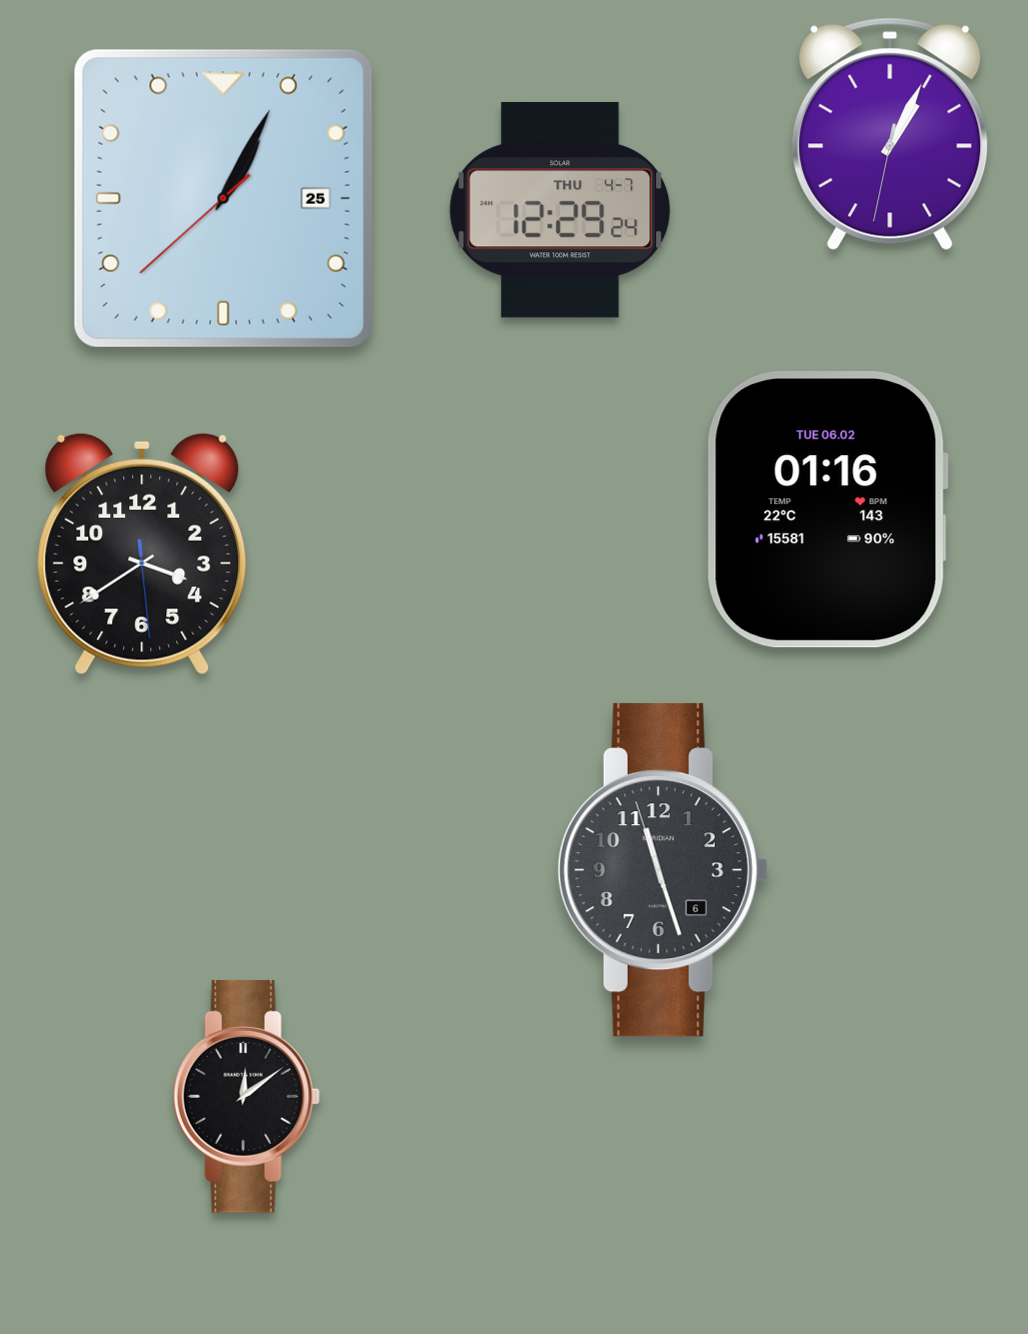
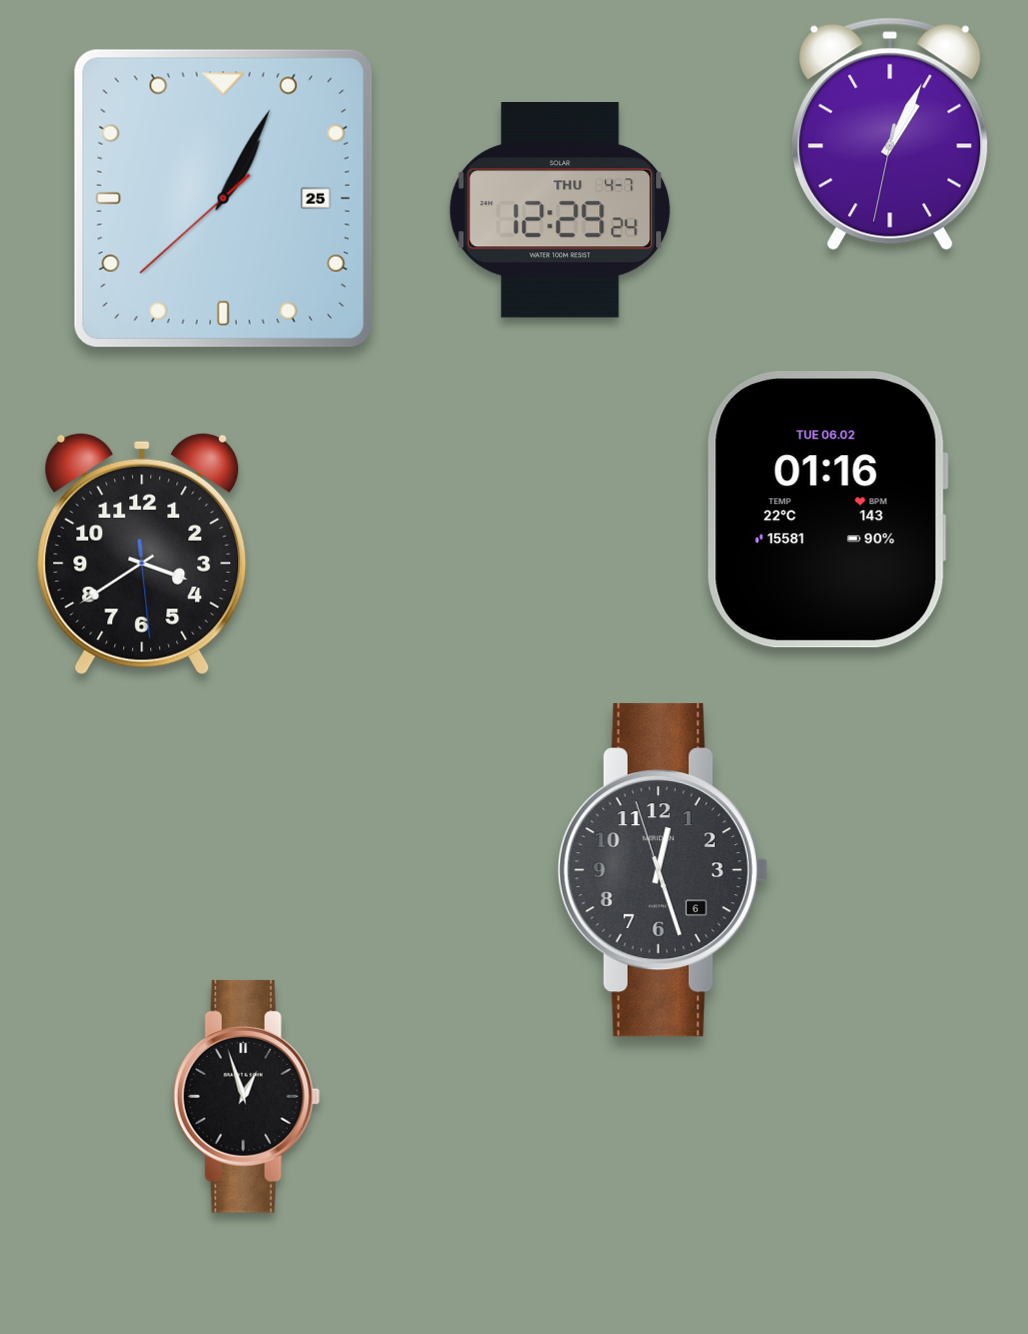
clock at (663, 870): 11:26 -> 12:26
clock at (246, 1097): 12:09 -> 12:57
